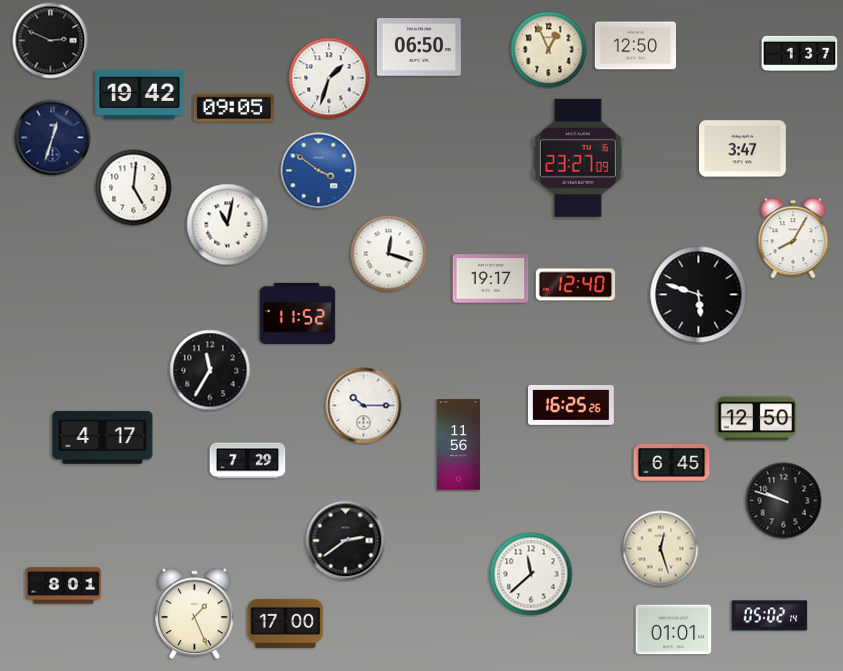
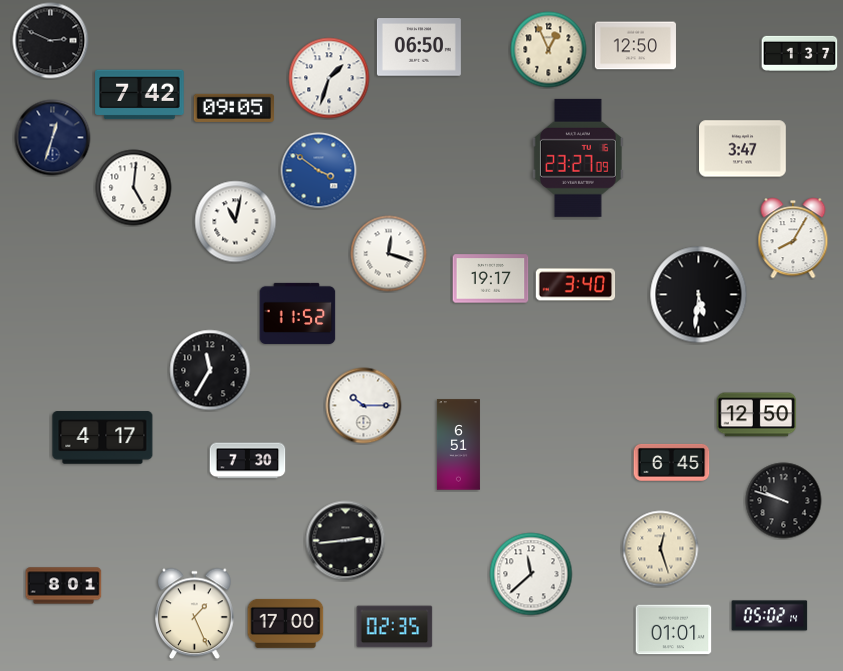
clock at (140, 95): 19:42 -> 7:42
clock at (228, 225) position: (228, 225) -> (236, 222)
clock at (576, 285): 12:40 -> 3:40
clock at (699, 295): 5:48 -> 5:31
clock at (572, 405): 16:25 -> none
clock at (757, 419) position: (757, 419) -> (757, 415)
clock at (458, 445): 11:56 -> 6:51
clock at (248, 461): 7:29 -> 7:30
clock at (346, 541): 2:39 -> 2:44
clock at (395, 627): none -> 02:35
